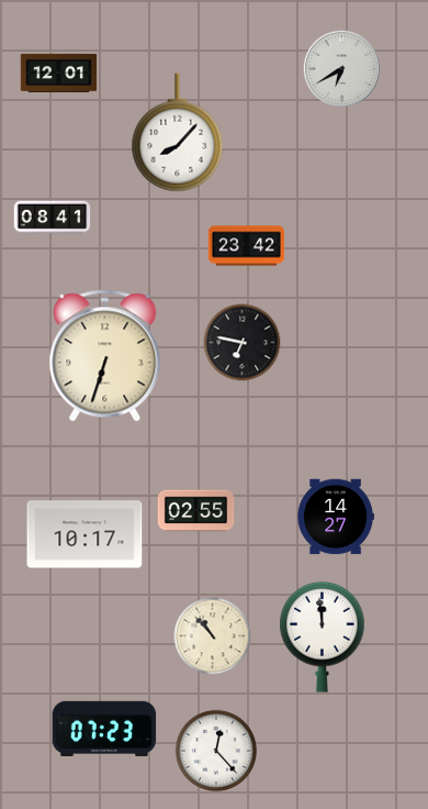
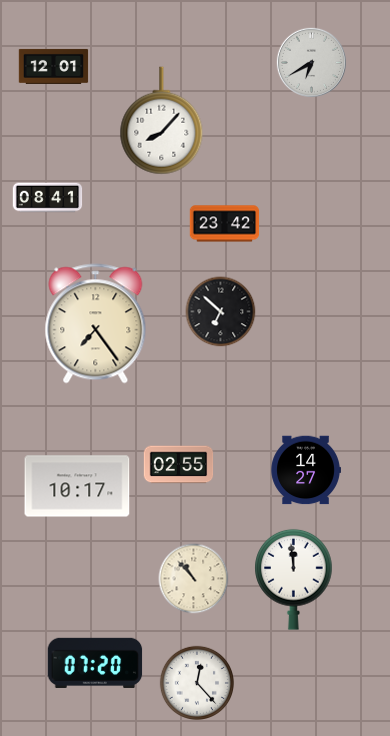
clock at (243, 343): 6:47 -> 6:52
clock at (105, 356): 6:33 -> 7:24
clock at (104, 729): 07:23 -> 07:20
